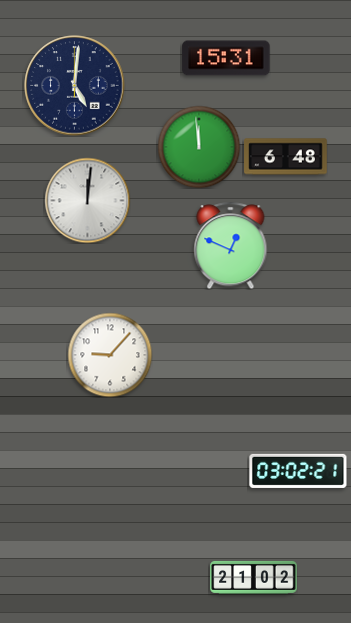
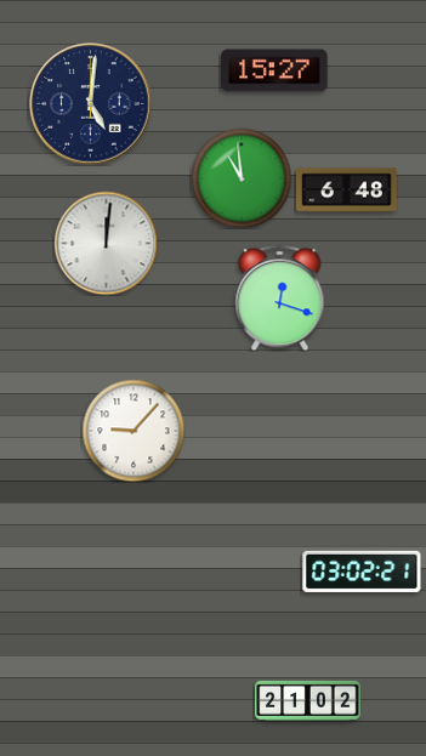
clock at (226, 58): 15:31 -> 15:27
clock at (199, 147): 11:59 -> 10:59
clock at (231, 245): 12:49 -> 12:18
